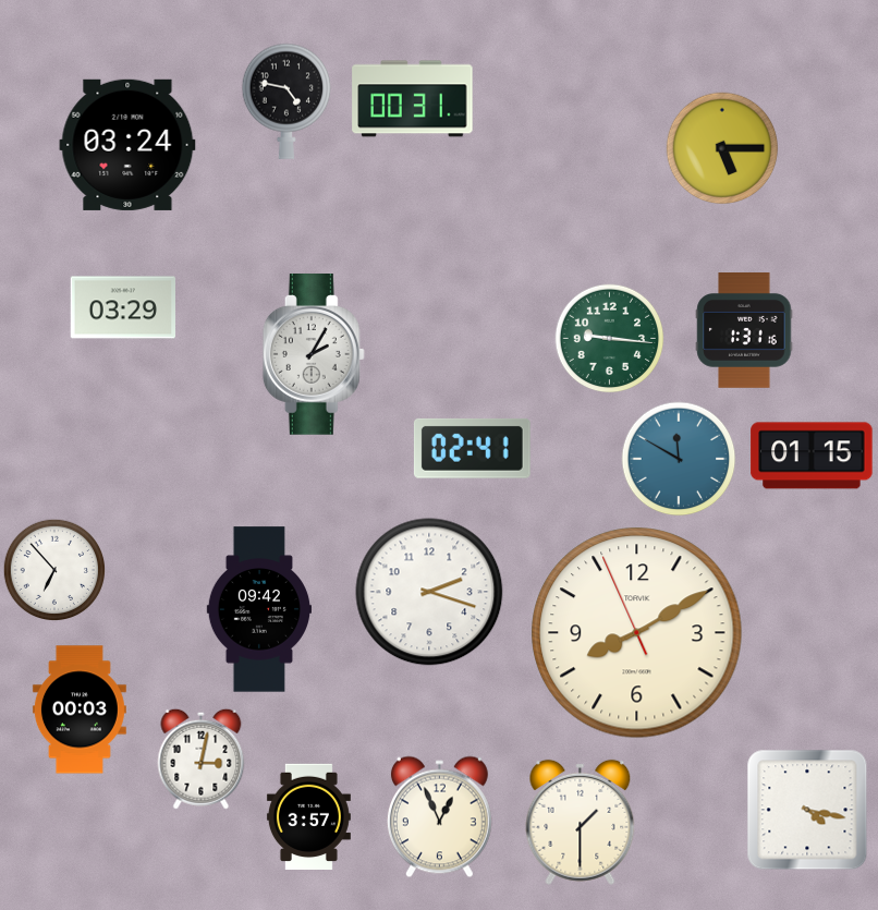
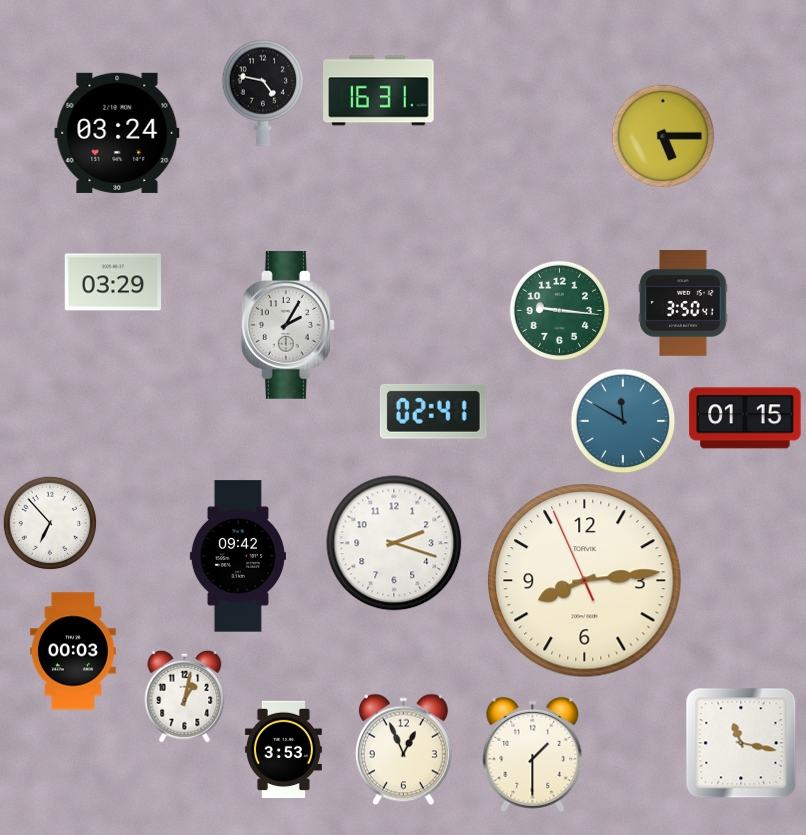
clock at (413, 99): 00:31 -> 16:31
clock at (744, 331): 1:31 -> 3:50
clock at (258, 609) position: (258, 609) -> (237, 556)
clock at (637, 633): 8:09 -> 8:13
clock at (202, 759): 3:02 -> 1:02
clock at (807, 810): 4:17 -> 11:17
clock at (308, 816): 3:57 -> 3:53
